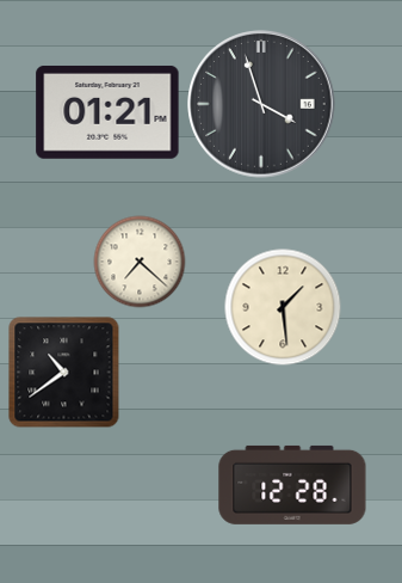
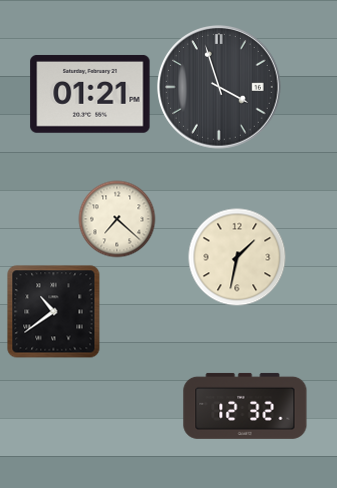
clock at (283, 307): 1:29 -> 1:32
clock at (292, 485): 12:28 -> 12:32
